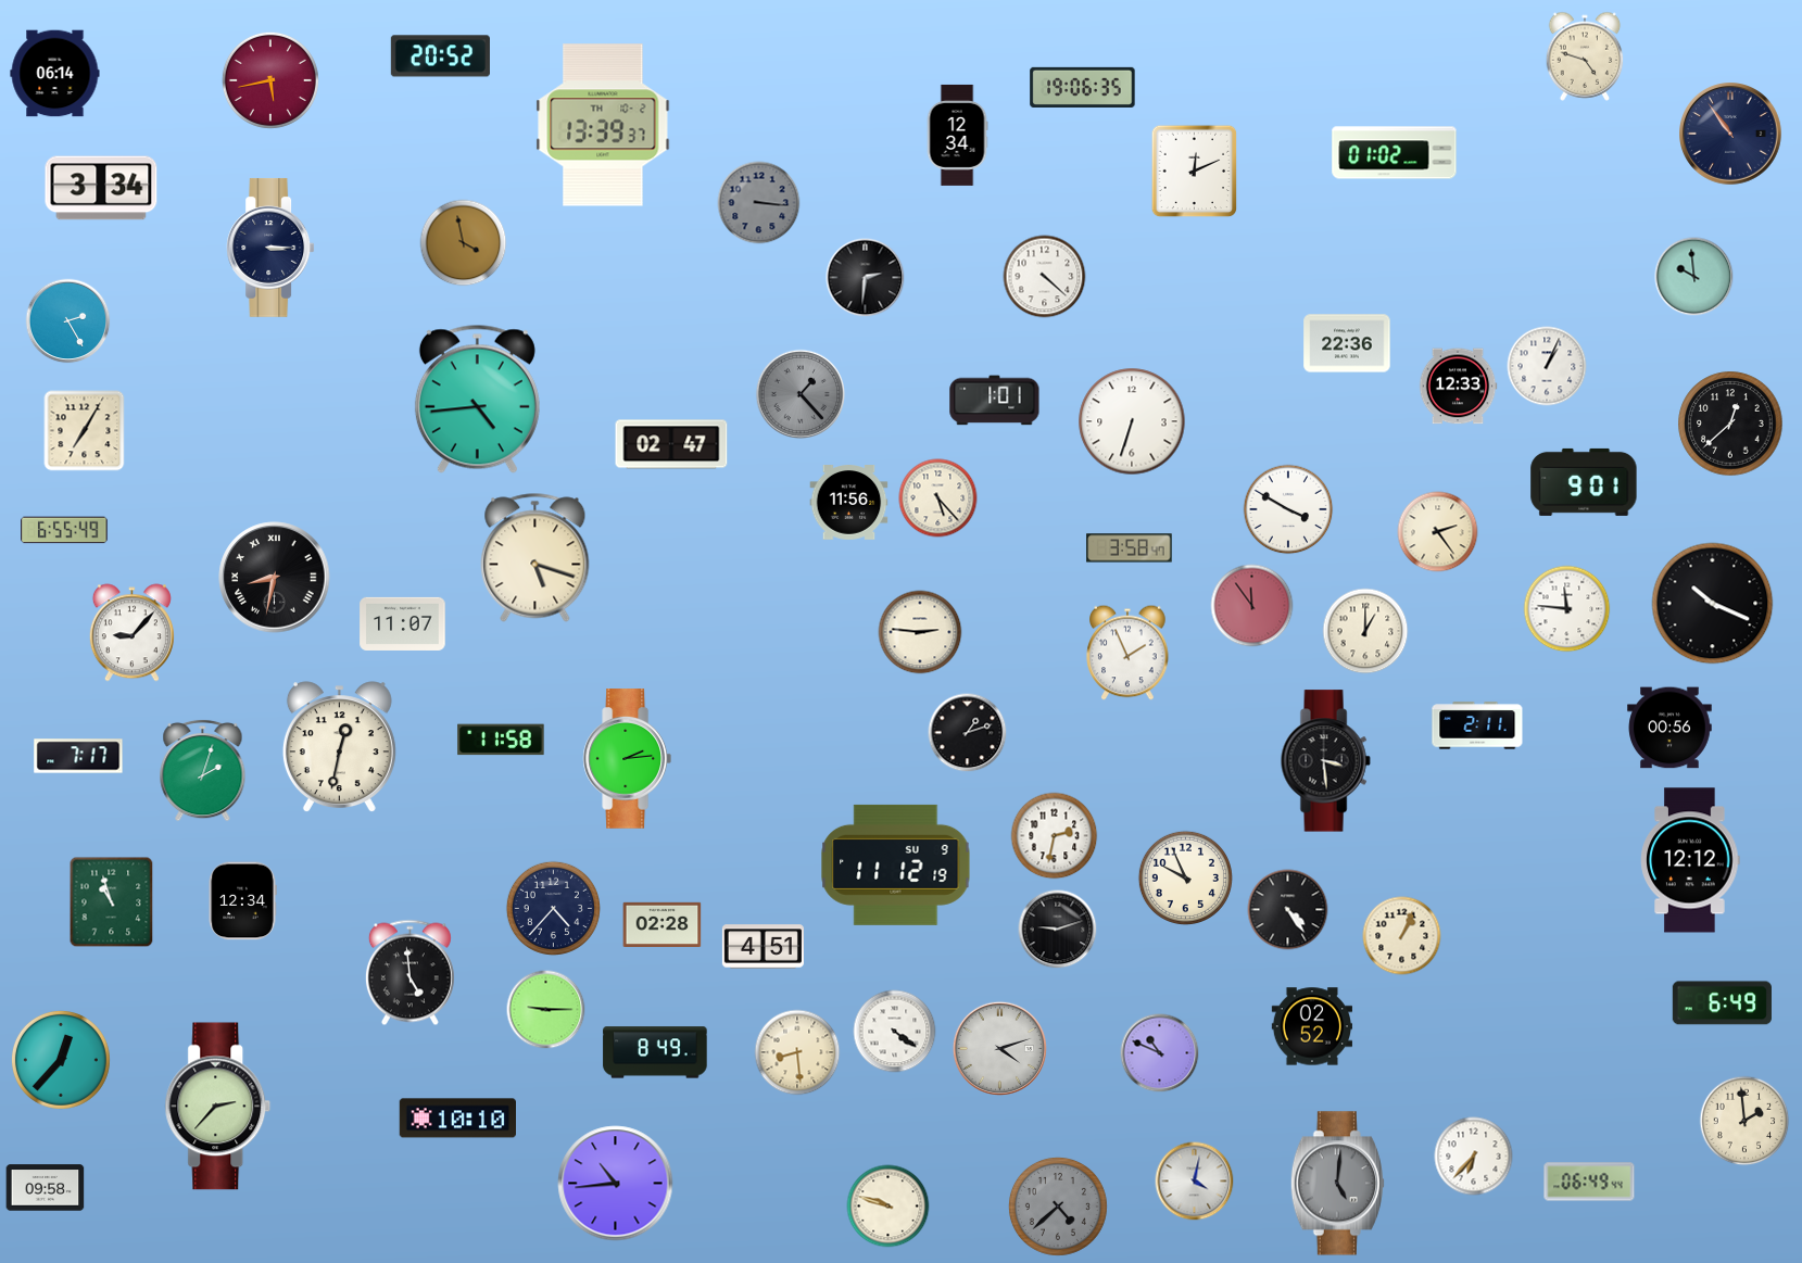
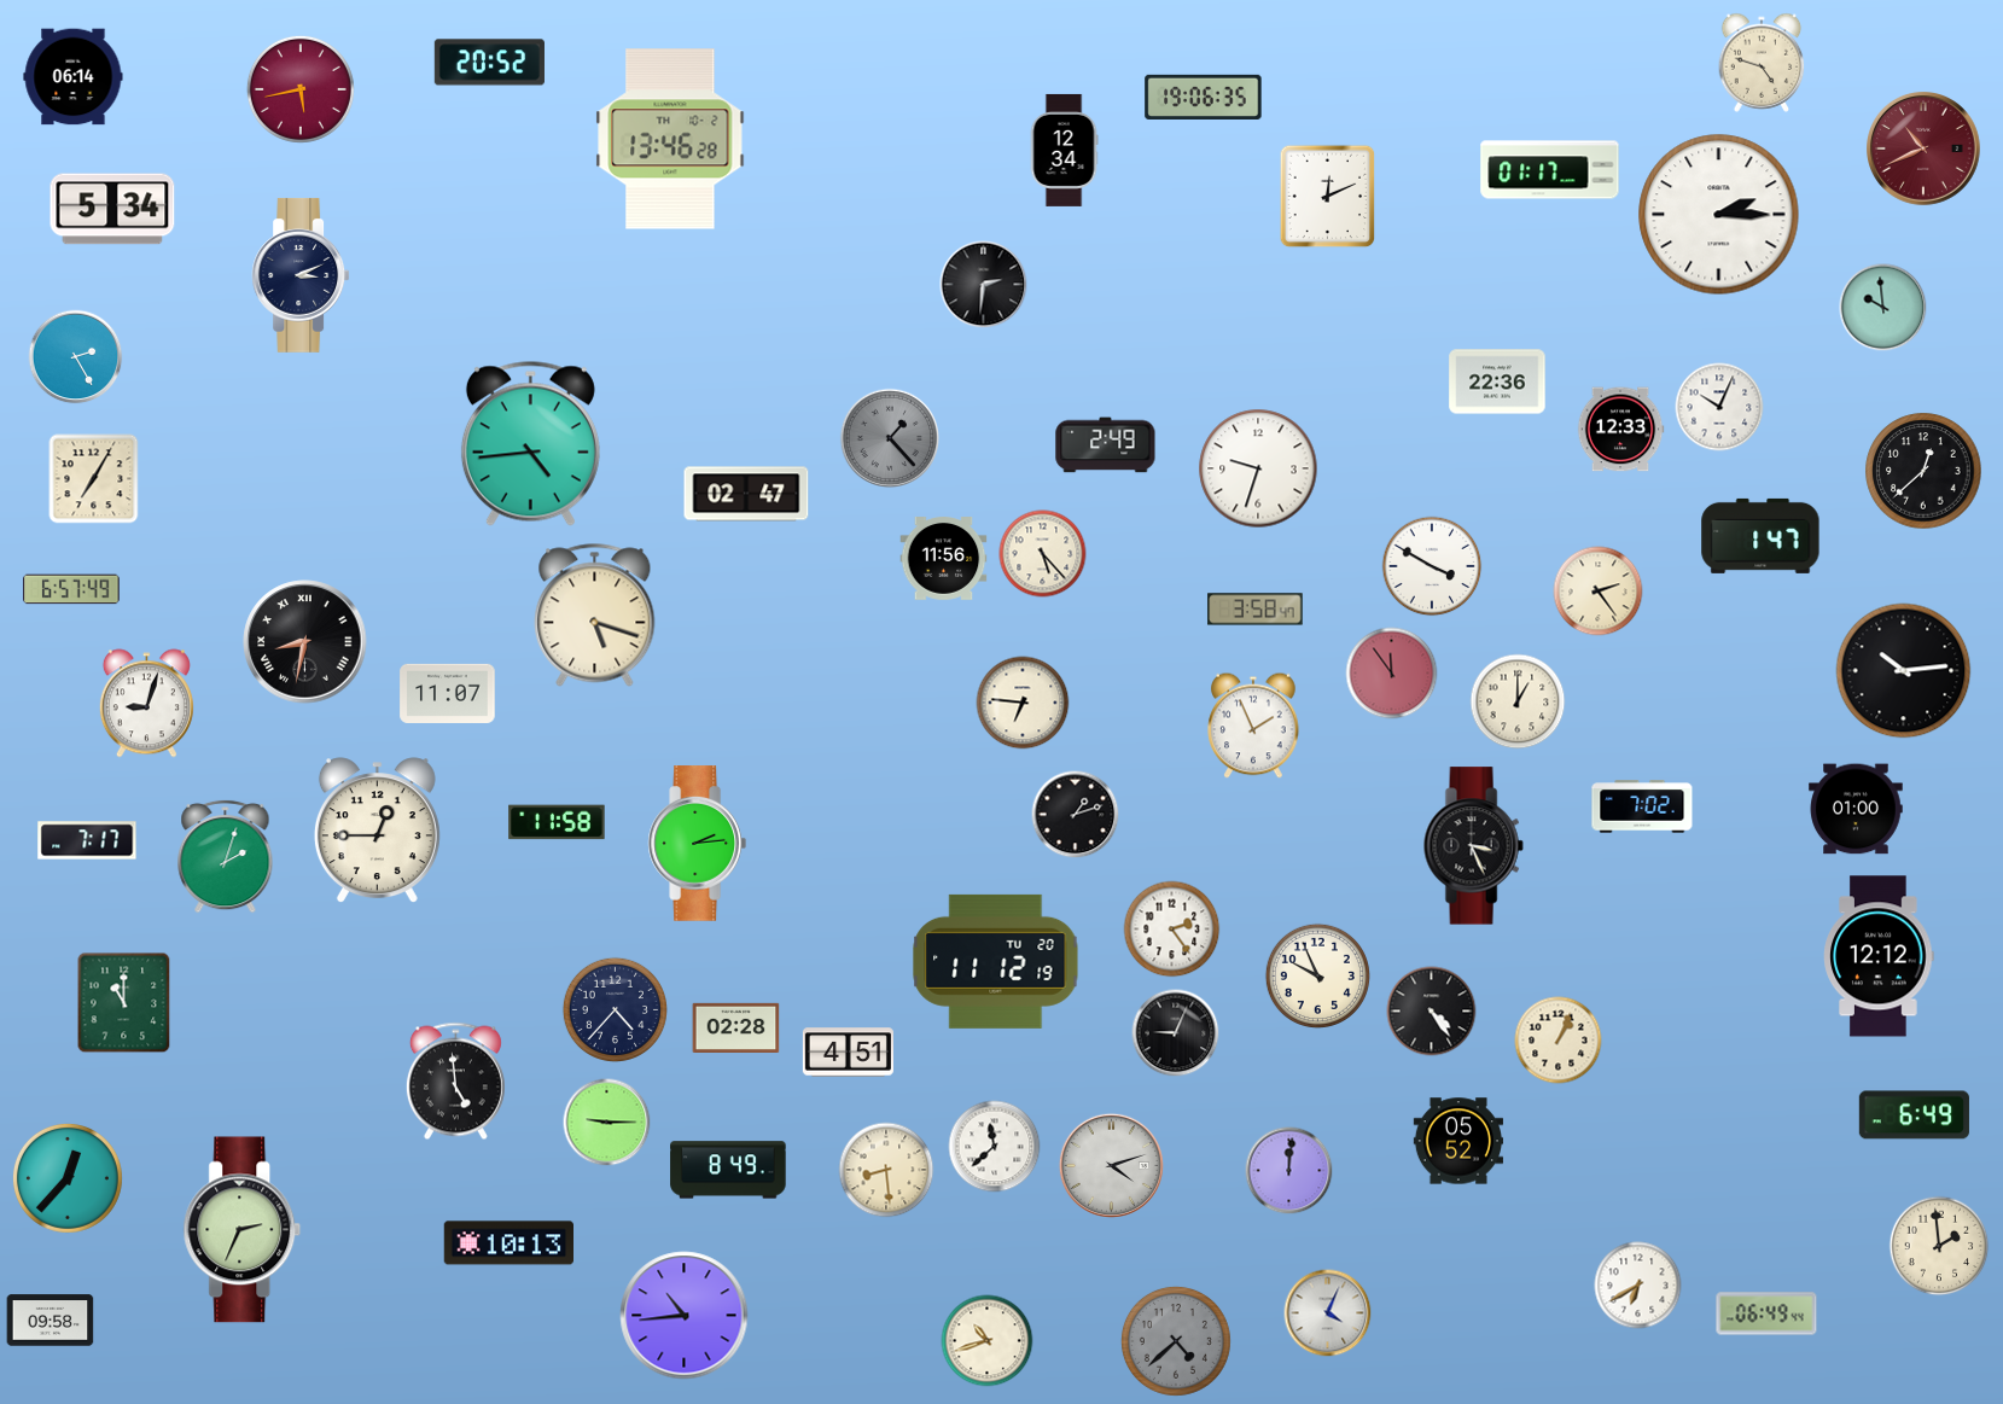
clock at (55, 74) position: (55, 74) -> (74, 77)
clock at (603, 125): 13:39 -> 13:46
clock at (1731, 135): 10:54 -> 10:41
clock at (1731, 135) dial: navy -> burgundy
clock at (1395, 153): 01:02 -> 01:17
clock at (1195, 172) position: (1195, 172) -> (1328, 197)
clock at (101, 188): 3:34 -> 5:34
clock at (1719, 215): none -> 2:15
clock at (759, 203): 3:16 -> none
clock at (464, 243): 3:58 -> none
clock at (270, 248): 3:15 -> 3:11
clock at (1045, 277): 4:22 -> none
clock at (866, 278) position: (866, 278) -> (984, 285)
clock at (1547, 366): 1:04 -> 10:04
clock at (995, 401): 1:01 -> 2:49
clock at (1132, 421): 6:33 -> 9:33
clock at (1584, 482): 9:01 -> 1:47
clock at (64, 530): 6:55 -> 6:57
clock at (535, 558) position: (535, 558) -> (595, 616)
clock at (1713, 604): 10:19 -> 10:14
clock at (1567, 609): 11:46 -> none
clock at (920, 632): 2:46 -> 6:46
clock at (131, 633): 9:07 -> 9:03
clock at (1477, 725): 2:11 -> 7:02
clock at (1669, 728): 00:56 -> 01:00
clock at (339, 747): 12:32 -> 12:45
clock at (1325, 761): 3:29 -> 3:26
clock at (1055, 836): 2:32 -> 2:24
clock at (896, 864) date: SU 9 -> TU 20
clock at (242, 901): 12:34 -> none
clock at (112, 902): 10:57 -> 11:00
clock at (1058, 930): 9:12 -> 9:04
clock at (1311, 1026): 02:52 -> 05:52
clock at (895, 1032): 4:21 -> 11:38
clock at (1160, 1053): 10:49 -> 12:01
clock at (218, 1107): 2:37 -> 2:34
clock at (457, 1119): 10:10 -> 10:13
clock at (1474, 1157): 6:37 -> 6:40
clock at (1195, 1182): 4:02 -> 4:04
clock at (1337, 1184): 5:01 -> none
clock at (889, 1207): 9:48 -> 10:42
